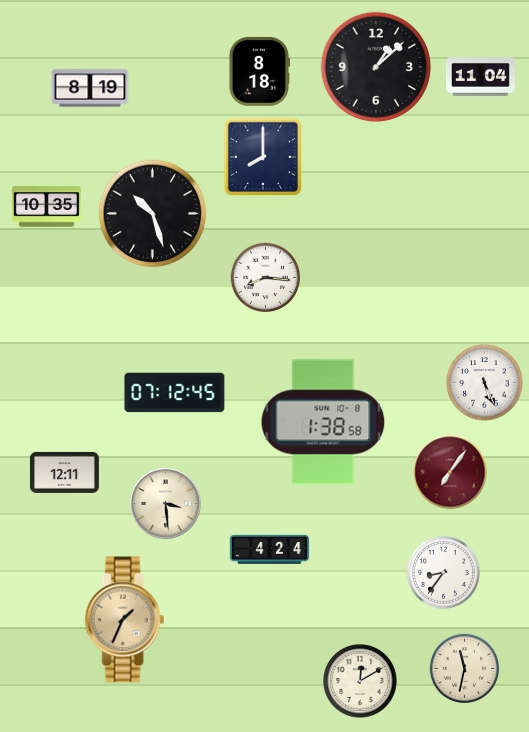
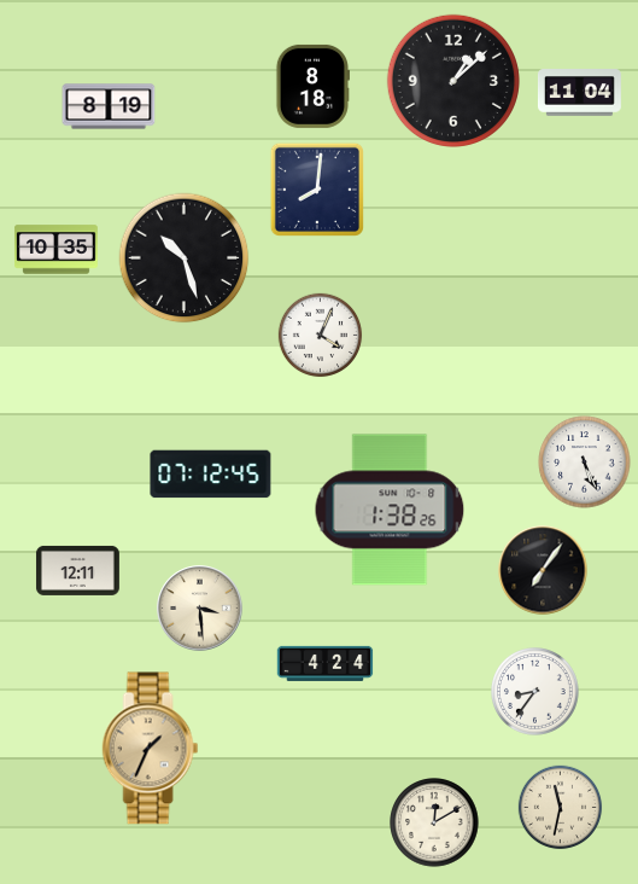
clock at (263, 157): 8:00 -> 8:01
clock at (266, 278): 8:16 -> 4:04
clock at (323, 422): 1:38:58 -> 1:38:26
clock at (450, 472) dial: burgundy -> black
